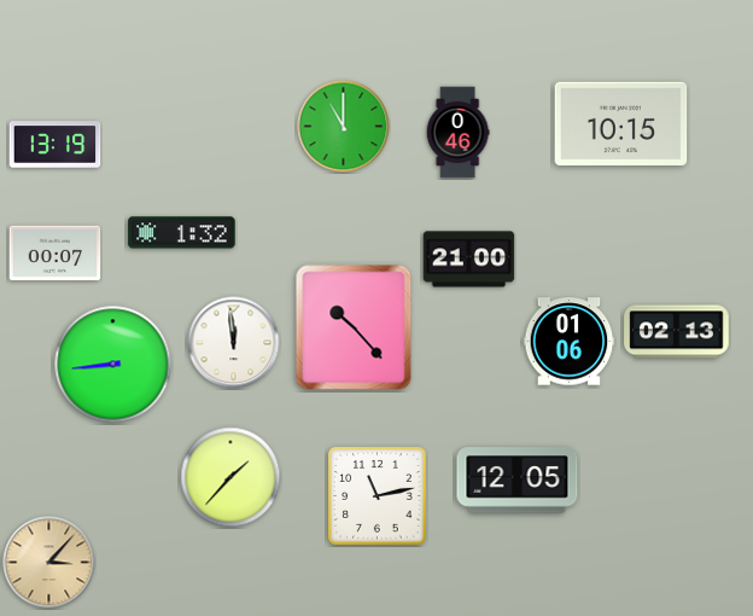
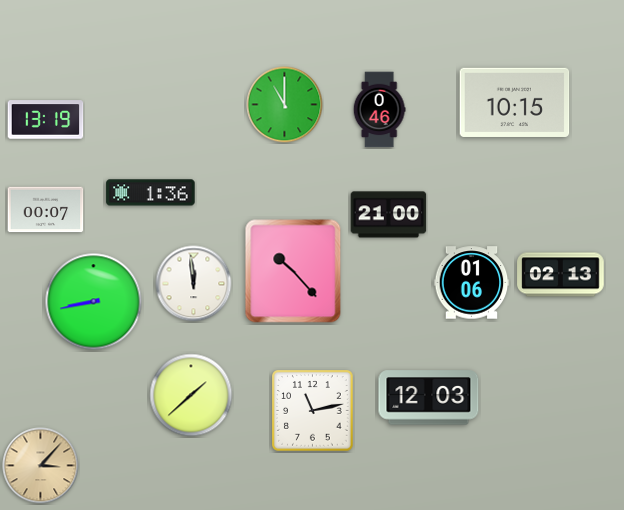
clock at (182, 233): 1:32 -> 1:36
clock at (113, 365): 8:44 -> 8:43
clock at (230, 477): 1:37 -> 1:38
clock at (518, 481): 12:05 -> 12:03
